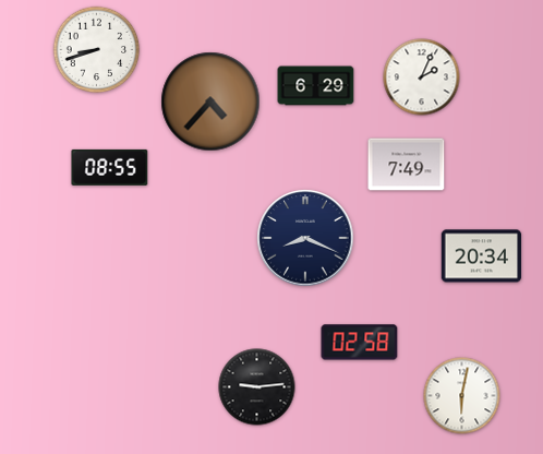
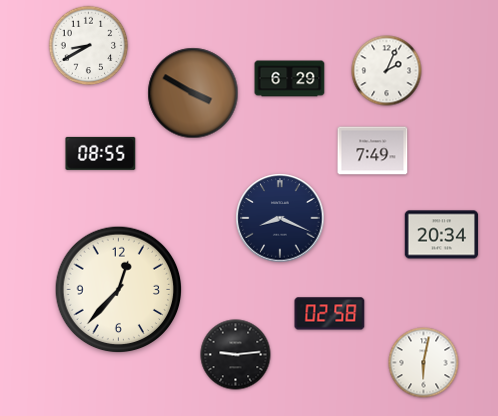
clock at (97, 50): 8:42 -> 8:40
clock at (210, 101): 4:37 -> 3:50
clock at (119, 290): none -> 12:37
